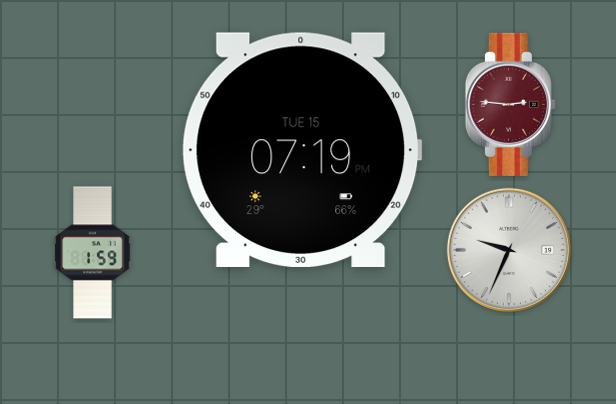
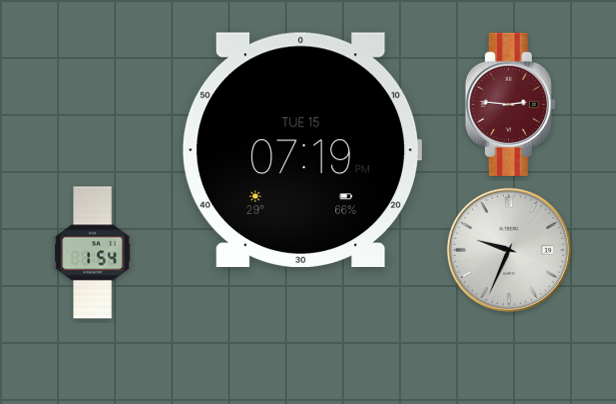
clock at (93, 253): 1:59 -> 1:54
